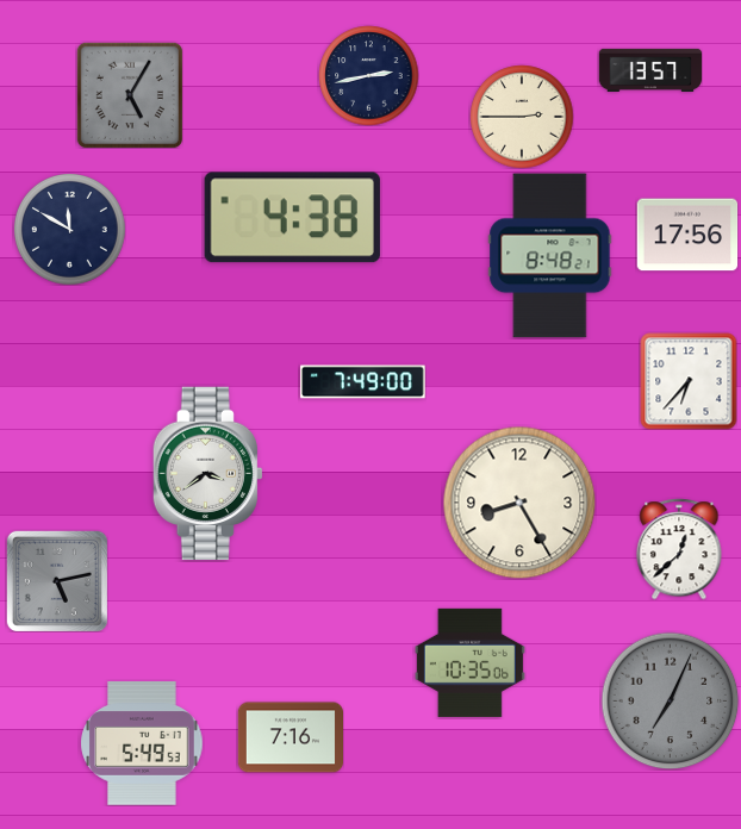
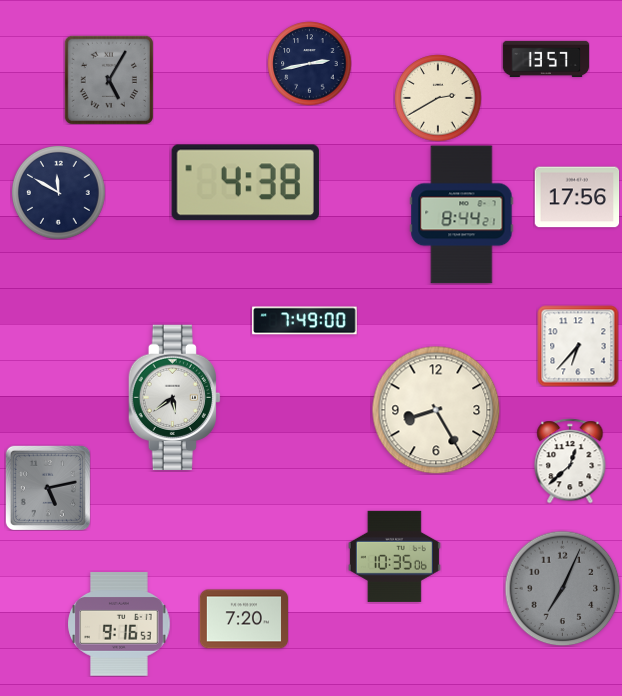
clock at (522, 117): 2:45 -> 2:40
clock at (550, 256): 8:48 -> 8:44
clock at (689, 381) position: (689, 381) -> (578, 346)
clock at (207, 474): 3:39 -> 5:39
clock at (519, 503) position: (519, 503) -> (436, 410)
clock at (289, 737): 7:16 -> 7:20
clock at (142, 743): 5:49 -> 9:16
